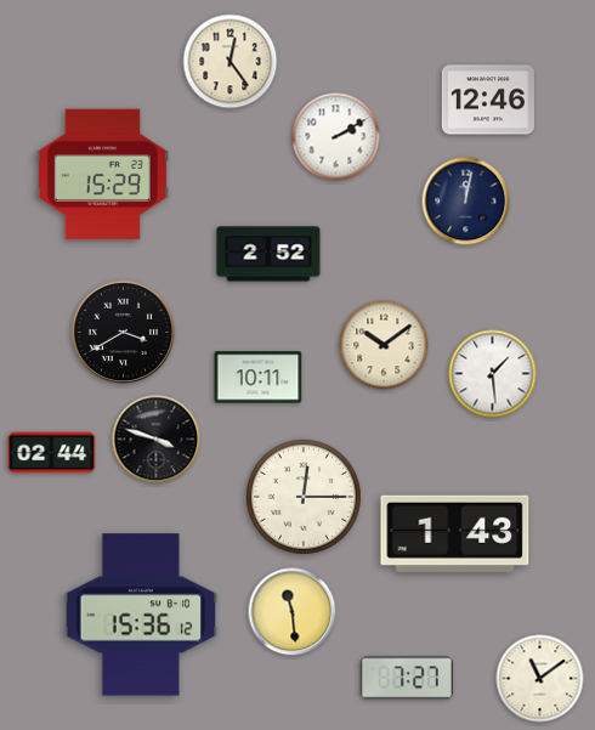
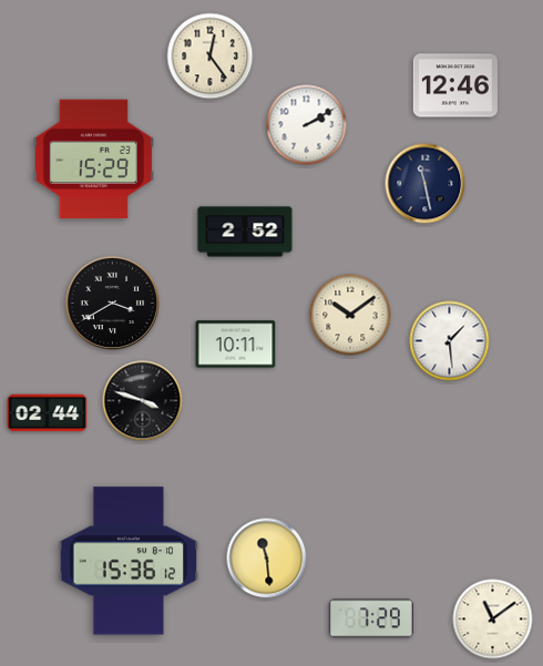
clock at (488, 100) position: (488, 100) -> (455, 85)
clock at (466, 202): 12:02 -> 11:28
clock at (304, 497): 12:15 -> none
clock at (455, 533): 1:43 -> none
clock at (407, 678): 7:27 -> 7:29
